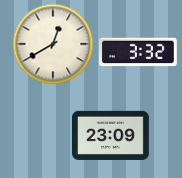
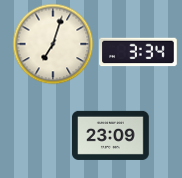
clock at (53, 44): 12:40 -> 7:03
clock at (138, 52): 3:32 -> 3:34
